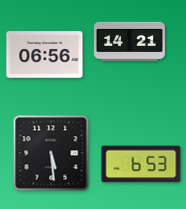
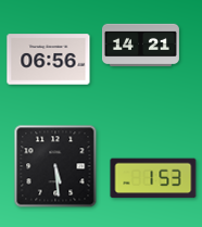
clock at (141, 164): 6:53 -> 1:53
